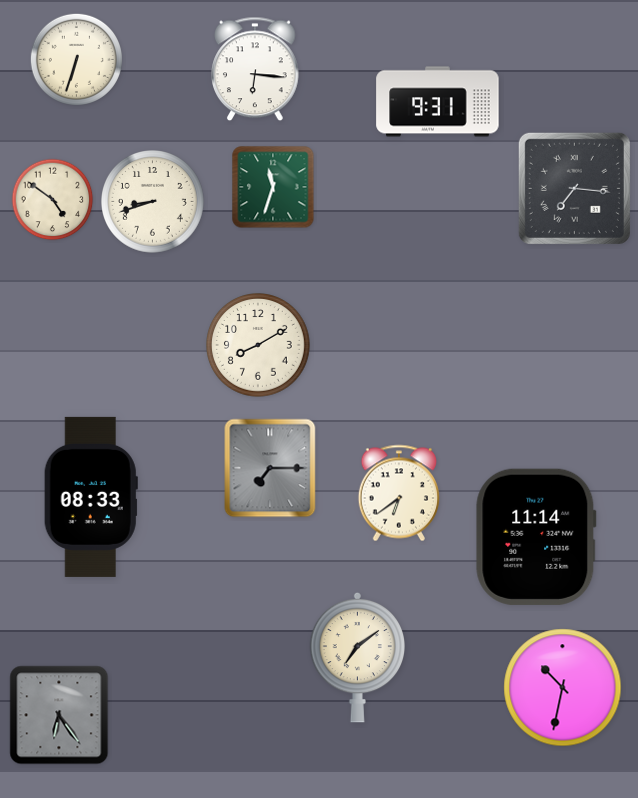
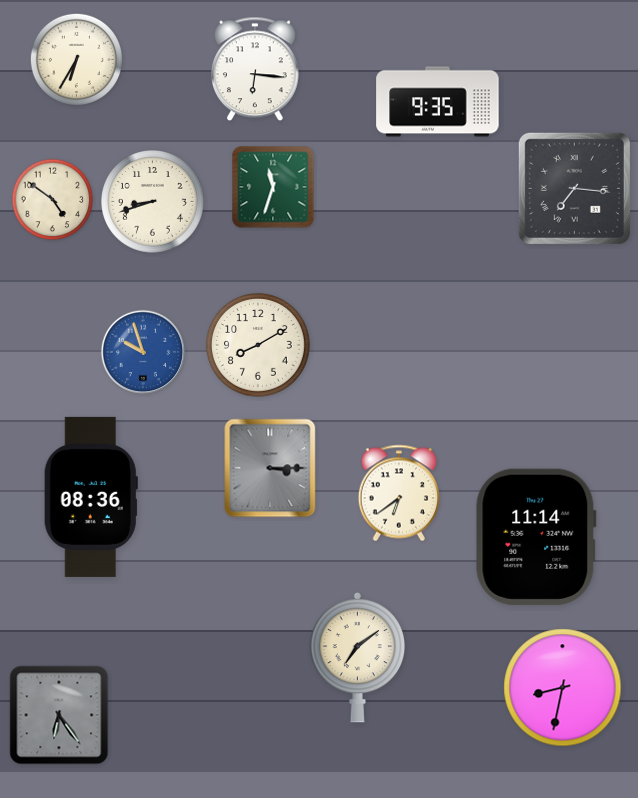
clock at (76, 59): 6:33 -> 6:35
clock at (438, 102): 9:31 -> 9:35
clock at (143, 352): none -> 9:57
clock at (270, 468): 7:15 -> 3:15
clock at (91, 497): 08:33 -> 08:36
clock at (563, 688): 10:32 -> 8:32
